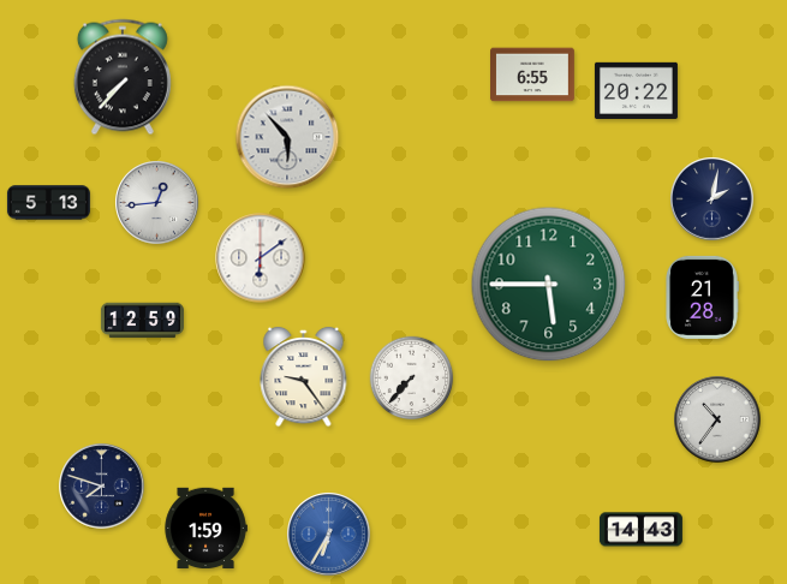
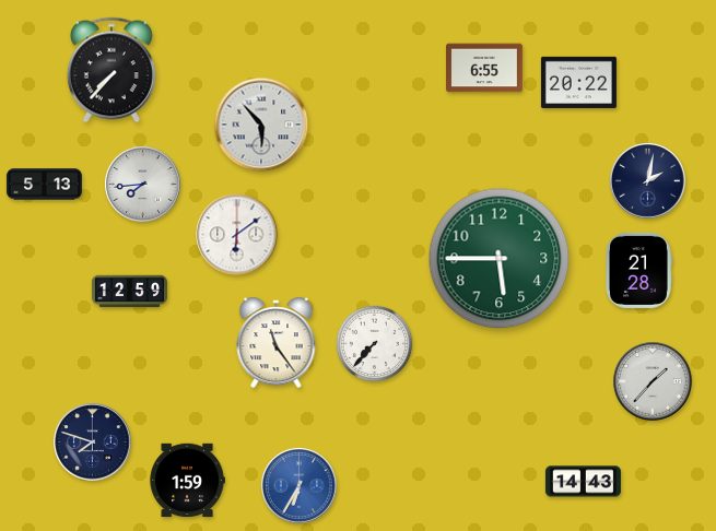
clock at (157, 203): 12:44 -> 7:44
clock at (304, 377): 9:24 -> 11:24
clock at (717, 419): 10:36 -> 1:37
